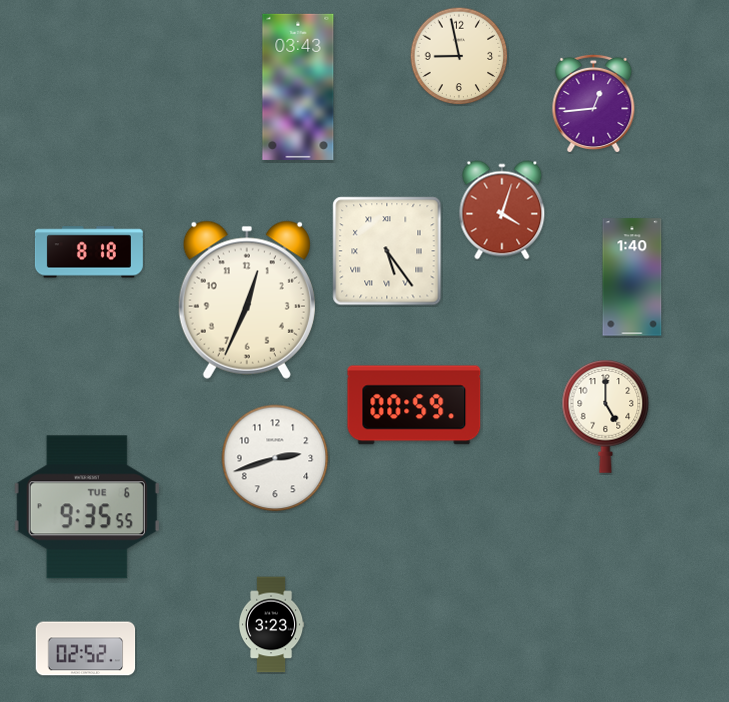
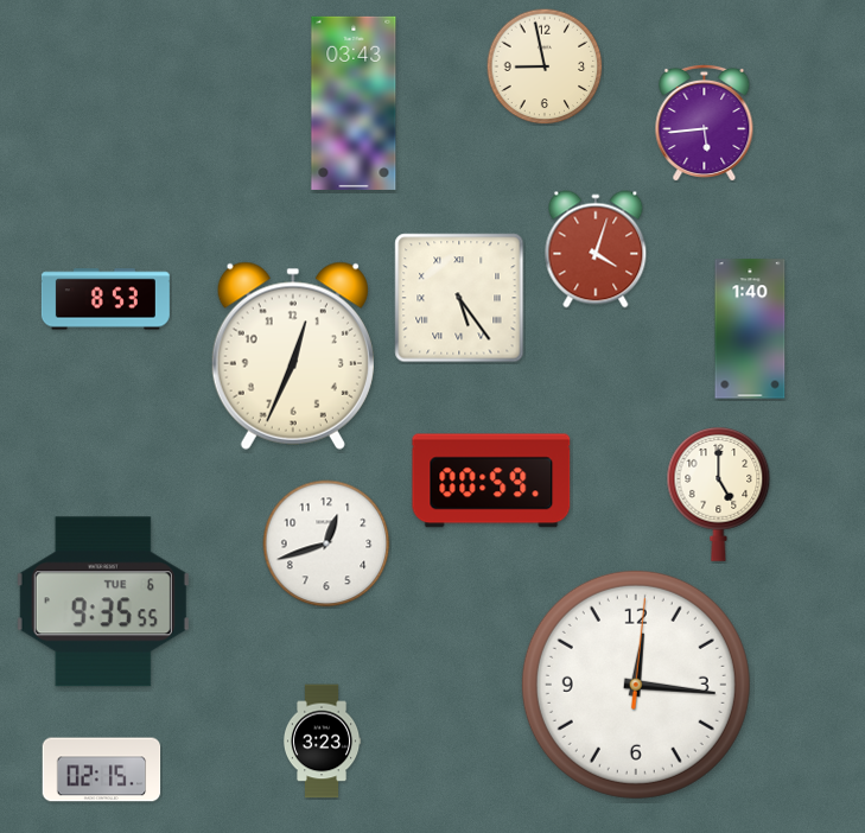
clock at (594, 103): 12:44 -> 5:44
clock at (89, 252): 8:18 -> 8:53
clock at (275, 458): 2:42 -> 12:42
clock at (636, 685): none -> 12:16
clock at (86, 649): 02:52 -> 02:15
